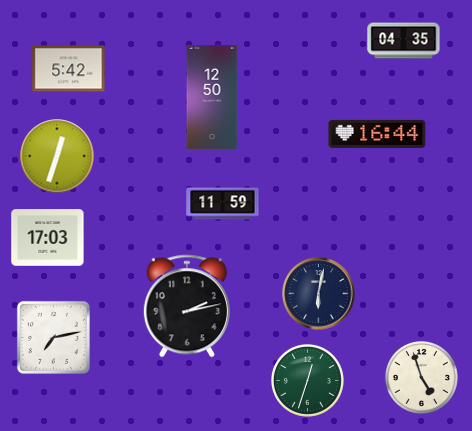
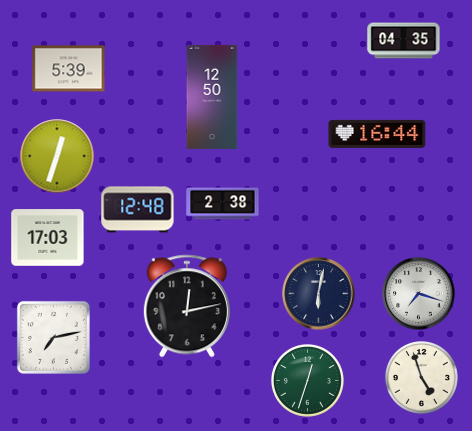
clock at (69, 69): 5:42 -> 5:39
clock at (223, 204): 11:59 -> 2:38
clock at (138, 210): none -> 12:48
clock at (419, 294): none -> 7:18
clock at (187, 306): 2:13 -> 12:13
